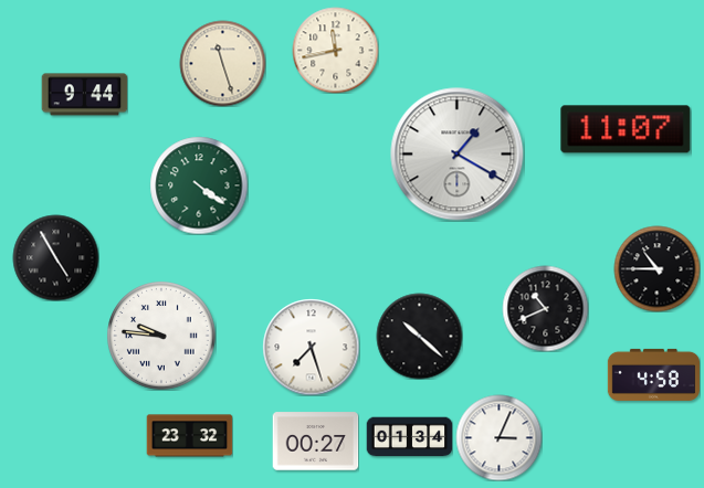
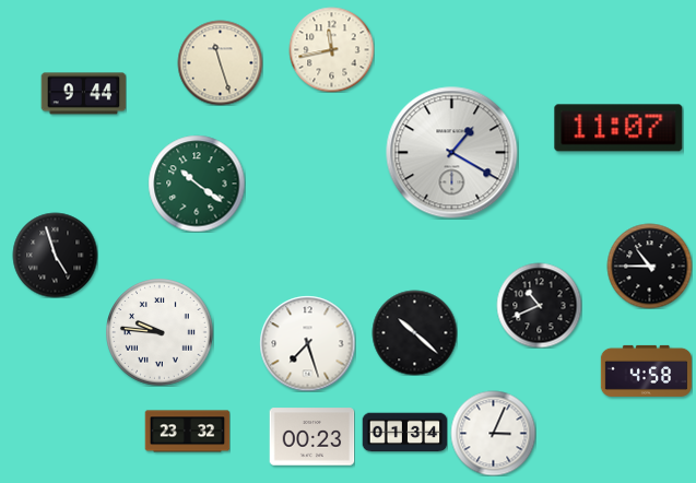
clock at (199, 185): 4:21 -> 10:21
clock at (55, 257): 4:55 -> 4:57
clock at (315, 442): 00:27 -> 00:23
